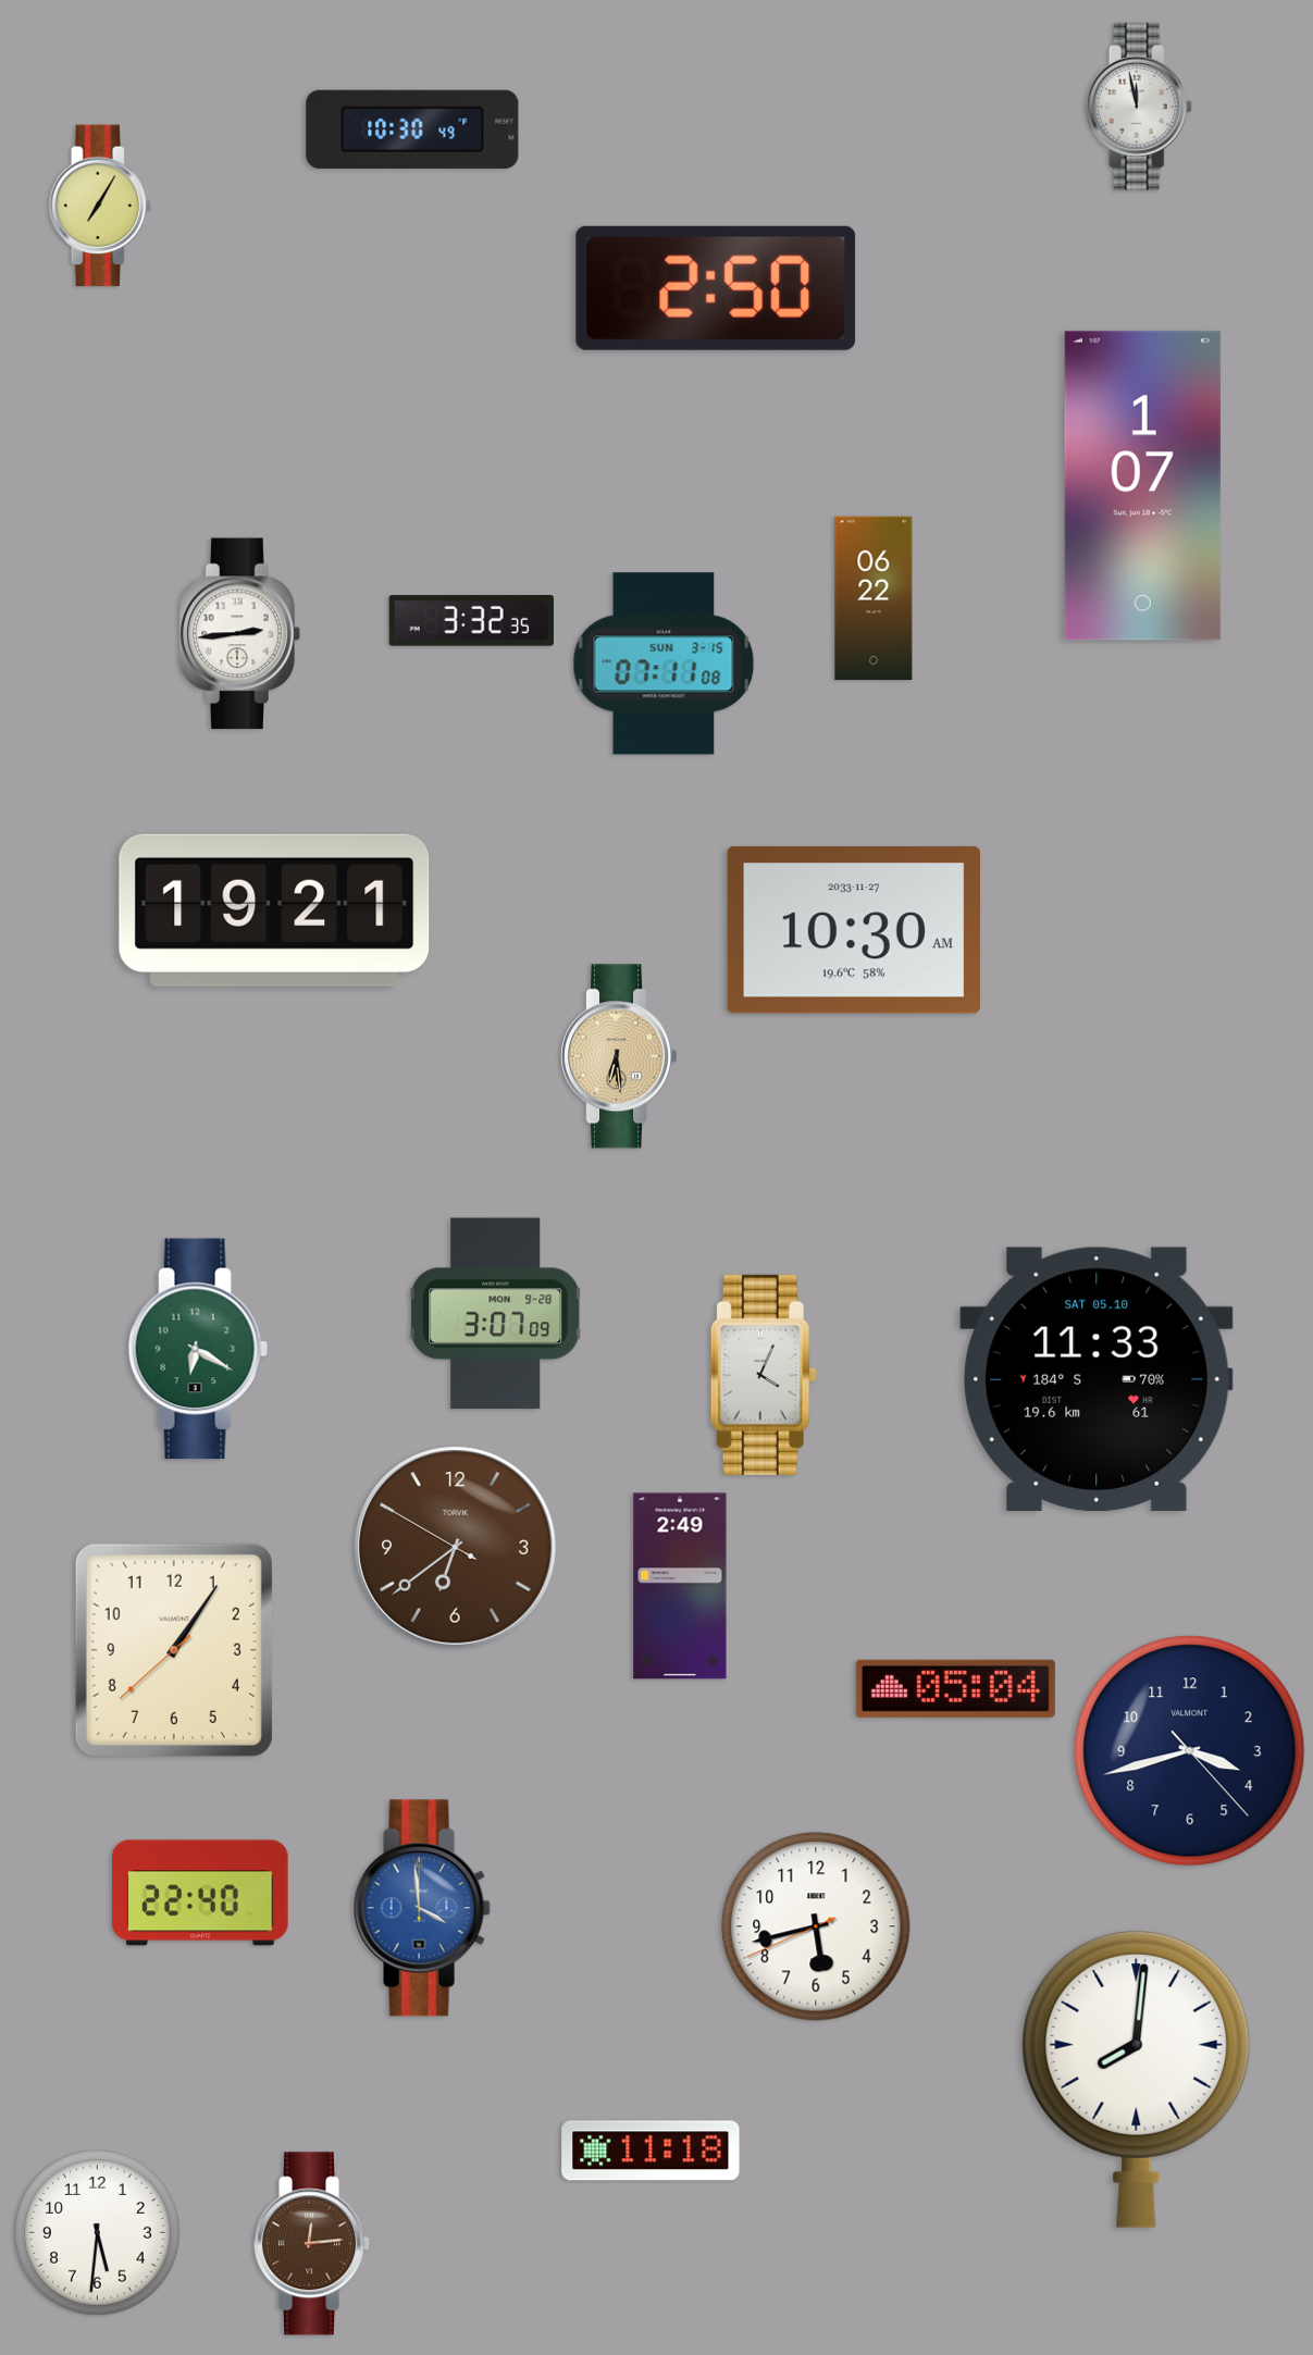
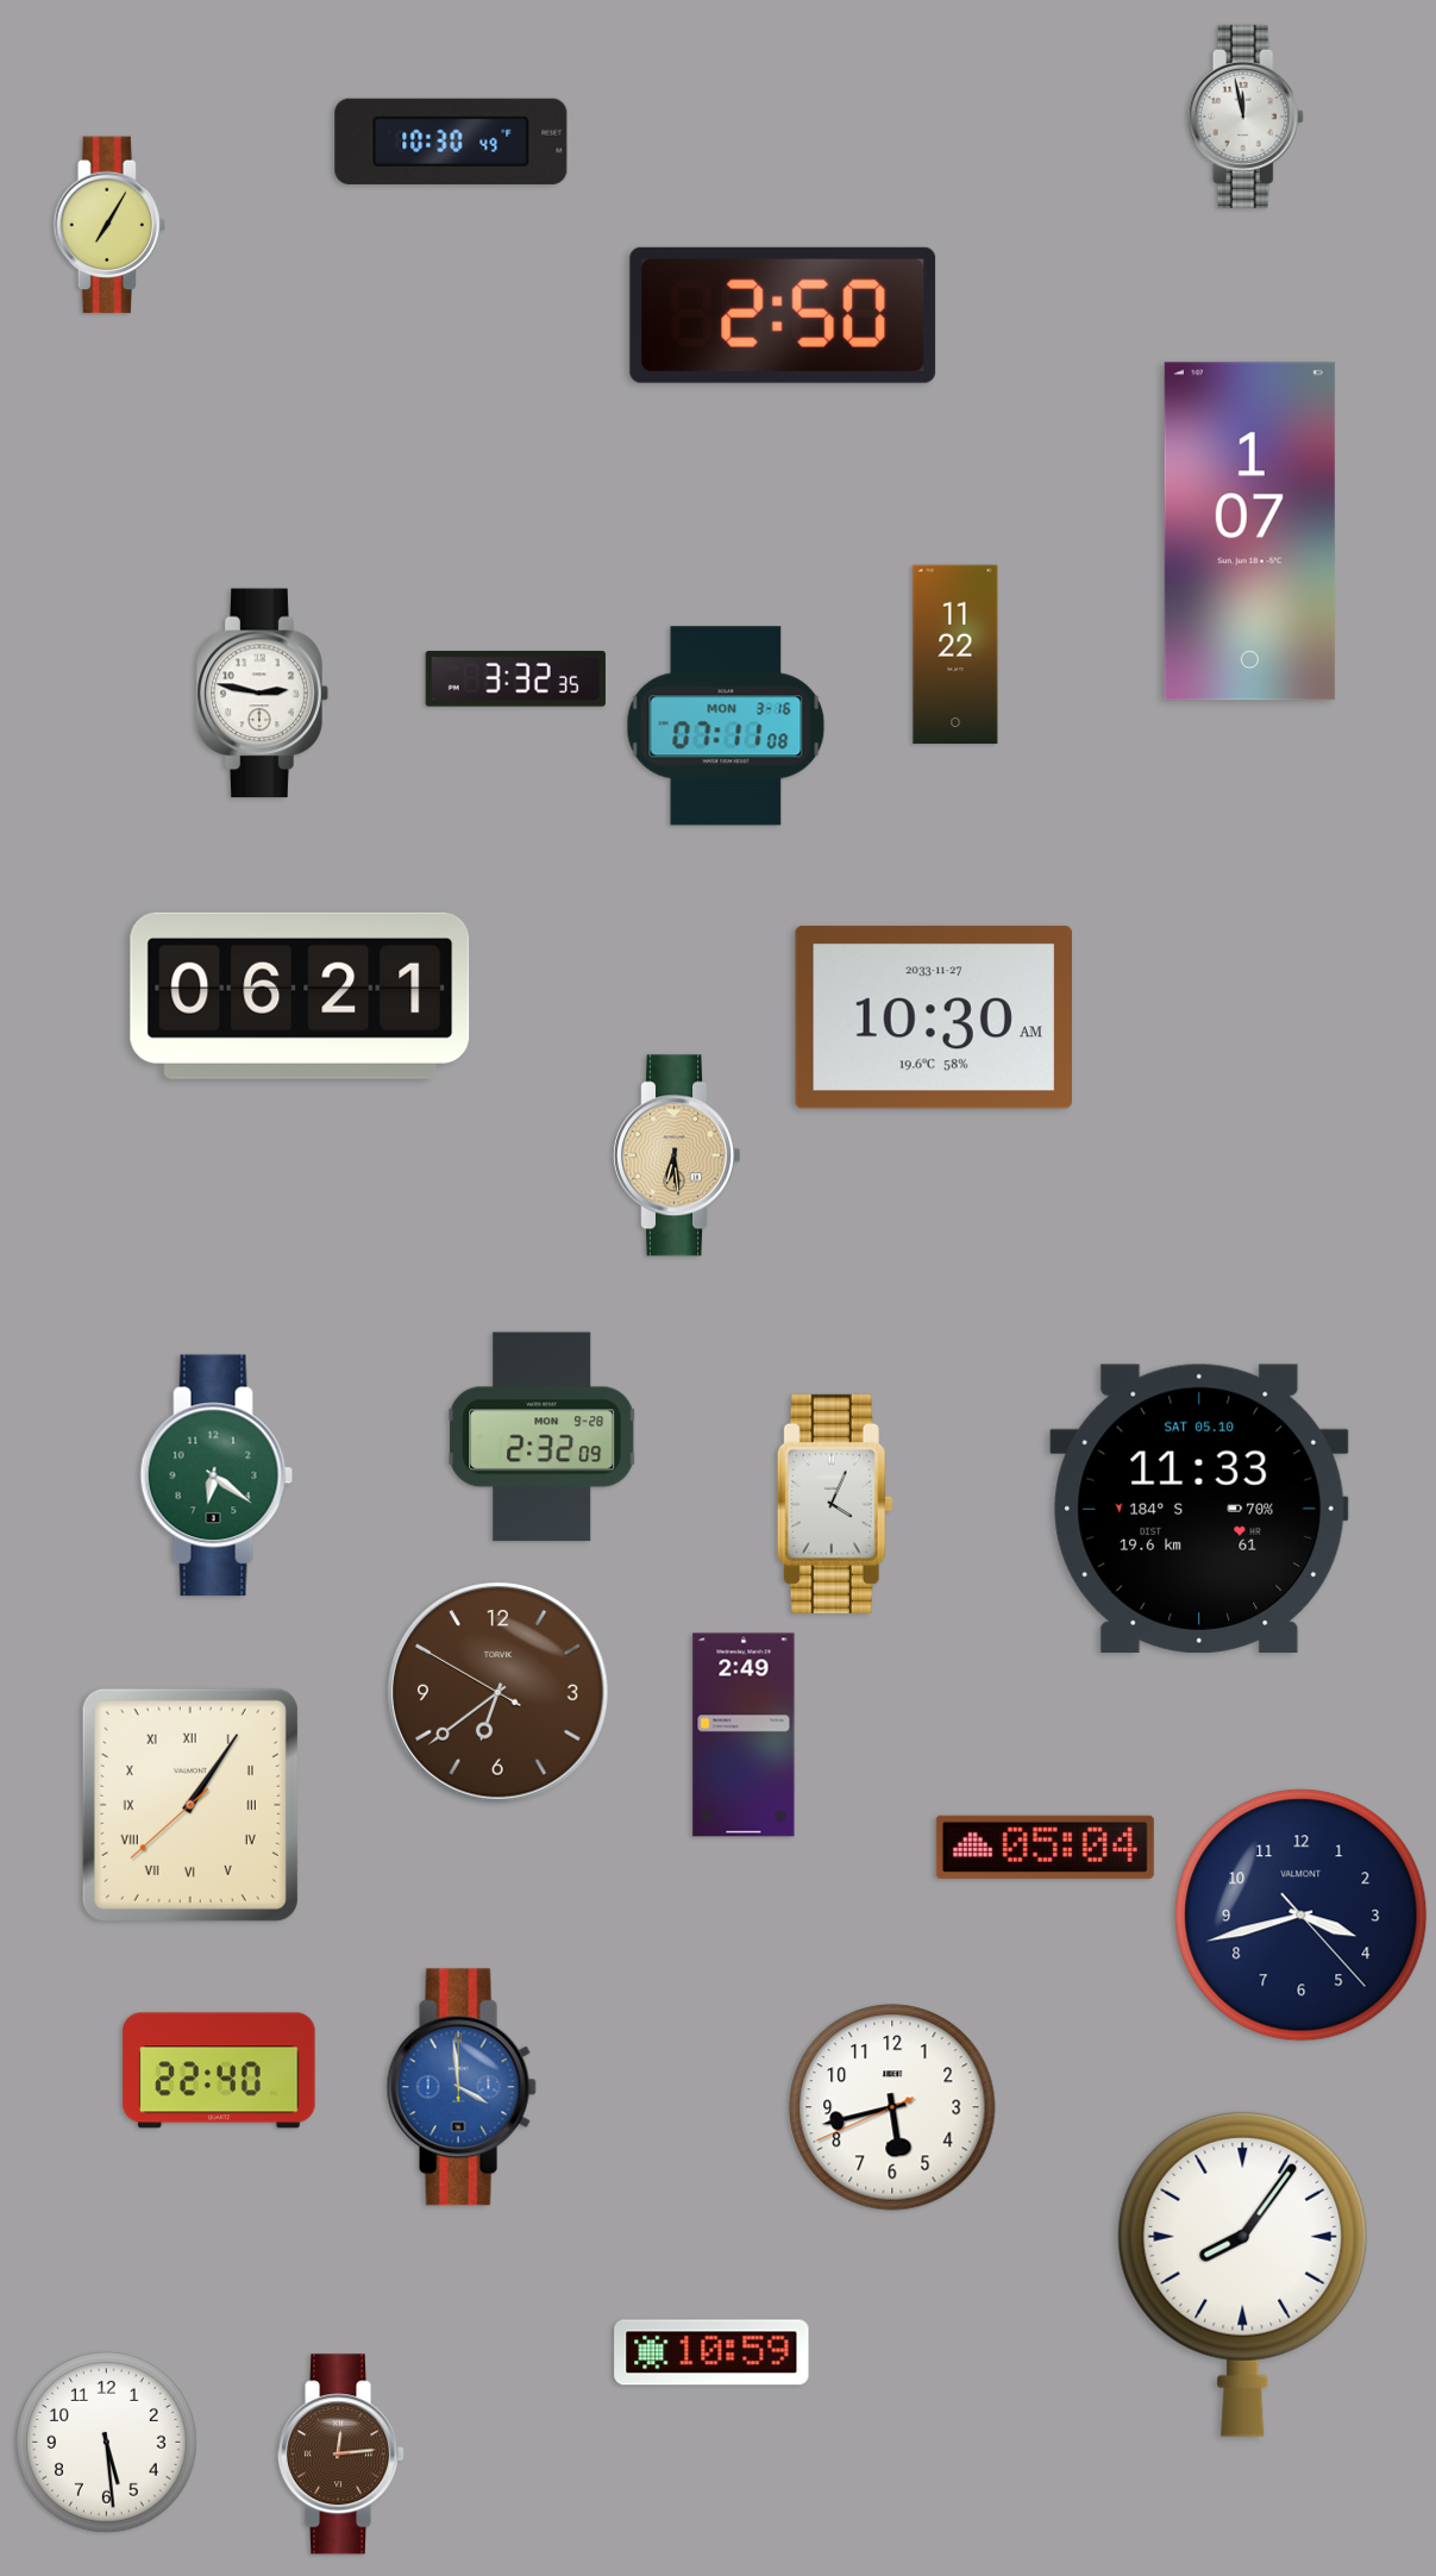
clock at (874, 598): 06:22 -> 11:22
clock at (240, 634): 2:44 -> 2:47
clock at (664, 664) date: SUN 3-15 -> MON 3-16
clock at (274, 910): 19:21 -> 06:21
clock at (496, 1314): 3:07 -> 2:32
clock at (198, 1349): 6:20 -> 6:21
clock at (174, 1650) numerals: Arabic -> Roman
clock at (1137, 2079): 8:01 -> 8:06
clock at (651, 2151): 11:18 -> 10:59
clock at (98, 2233): 5:31 -> 5:29
